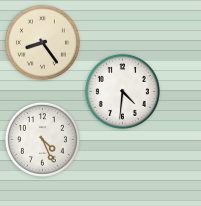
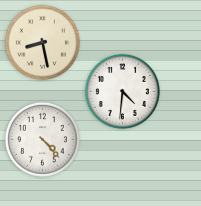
clock at (42, 42): 8:24 -> 8:28
clock at (42, 139): 4:26 -> 4:23
